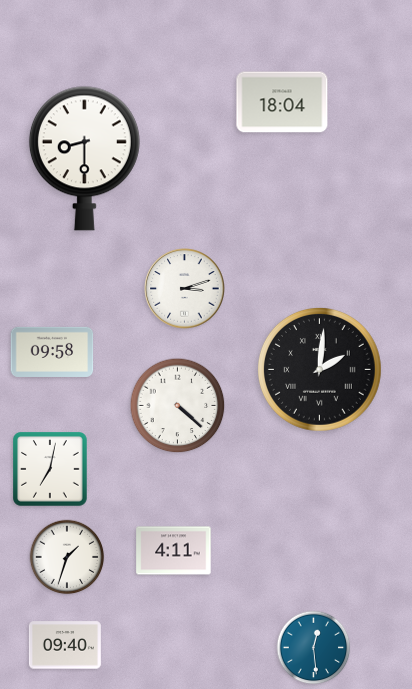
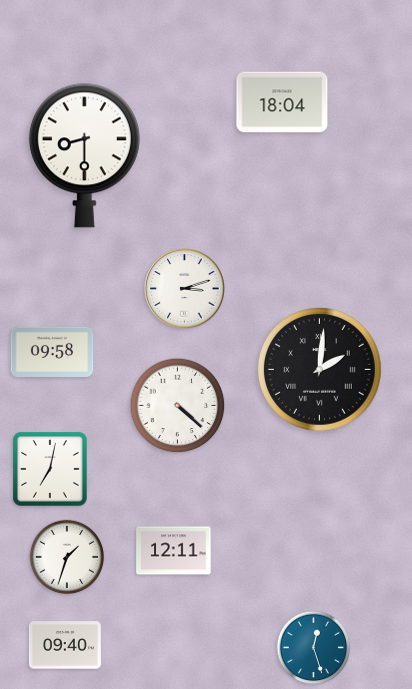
clock at (84, 158) position: (84, 158) -> (84, 155)
clock at (174, 551): 4:11 -> 12:11
clock at (314, 648): 12:29 -> 12:27
